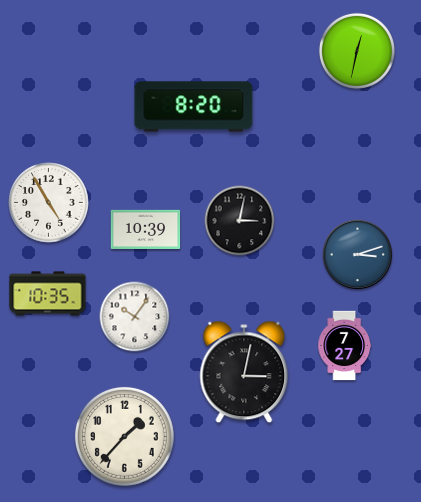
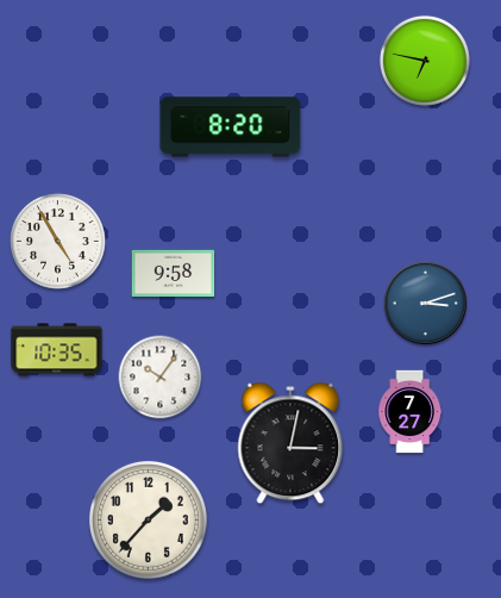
clock at (357, 51): 12:32 -> 6:47
clock at (240, 221): 3:02 -> none
clock at (146, 229): 10:39 -> 9:58
